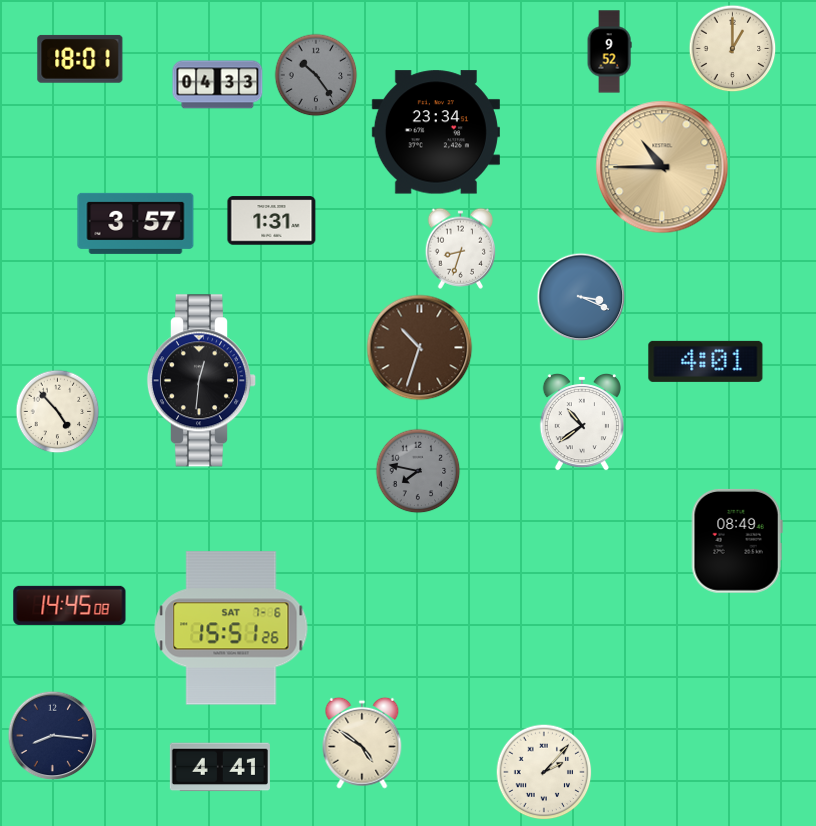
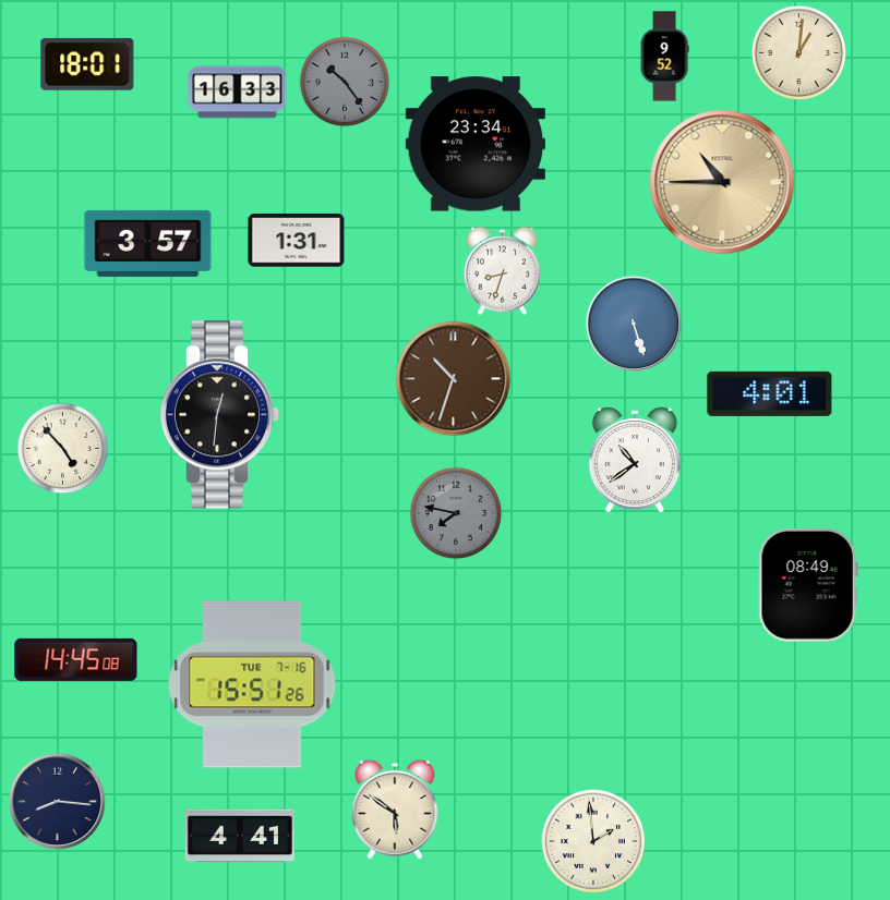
clock at (733, 49): 1:00 -> 1:01
clock at (218, 85): 04:33 -> 16:33
clock at (581, 297): 3:19 -> 5:27
clock at (420, 348) position: (420, 348) -> (454, 379)
clock at (737, 541) position: (737, 541) -> (808, 585)
clock at (231, 628) date: SAT 7-6 -> TUE 7-16
clock at (362, 743): 4:51 -> 5:51
clock at (544, 772): 2:07 -> 1:59
